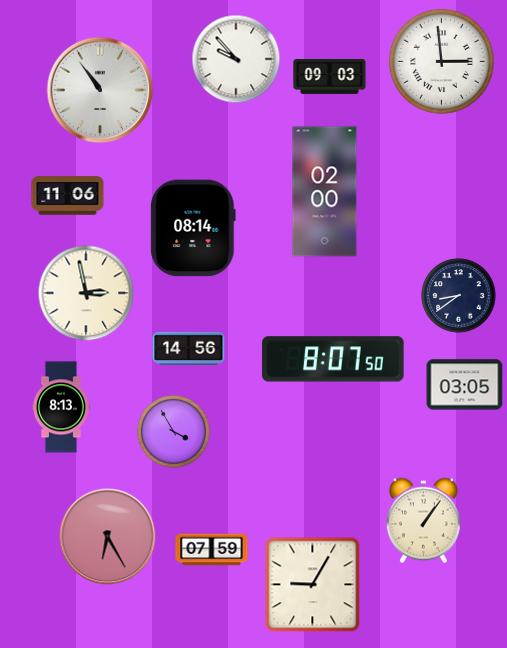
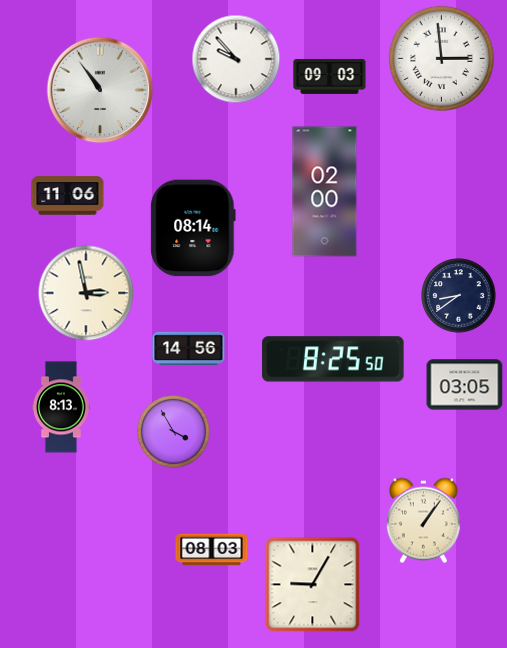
clock at (441, 61) position: (441, 61) -> (441, 58)
clock at (333, 359): 8:07 -> 8:25
clock at (108, 537): 6:25 -> none
clock at (212, 550): 07:59 -> 08:03
